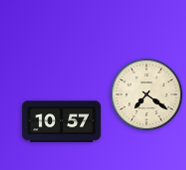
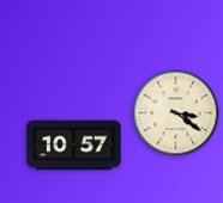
clock at (147, 95): 7:21 -> 3:21
